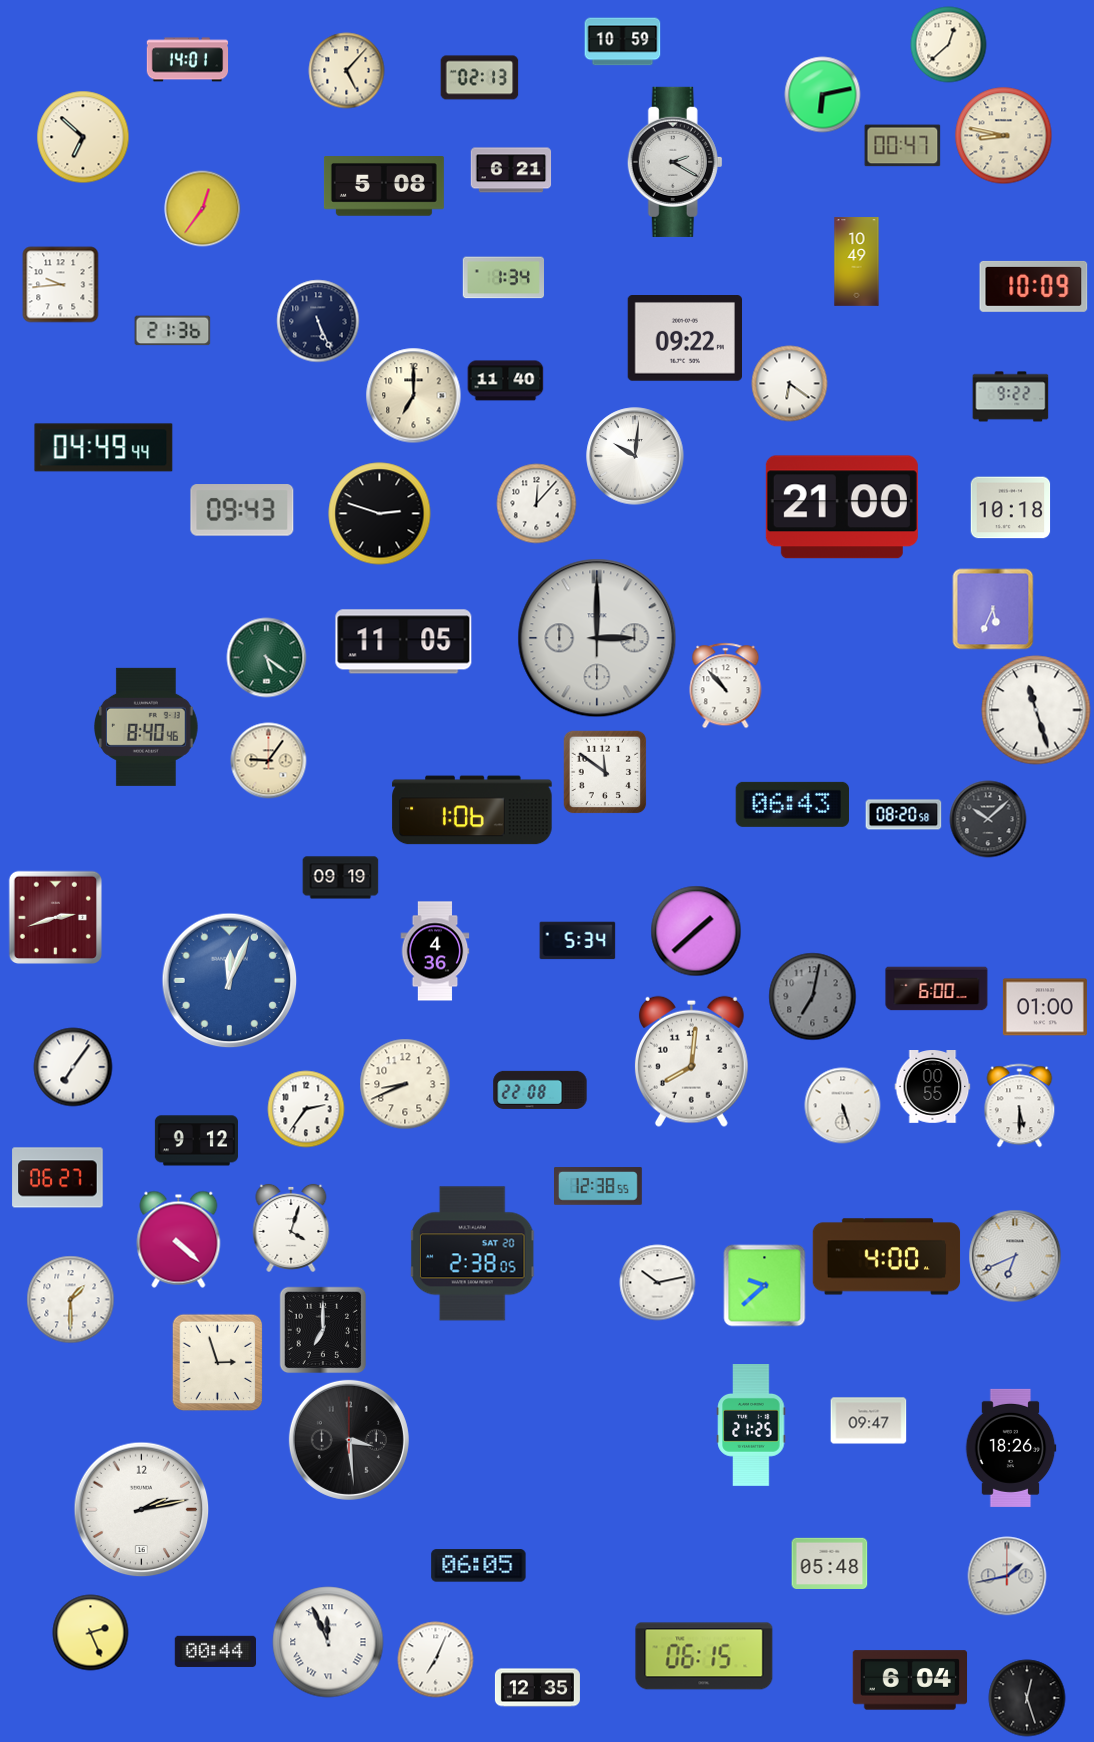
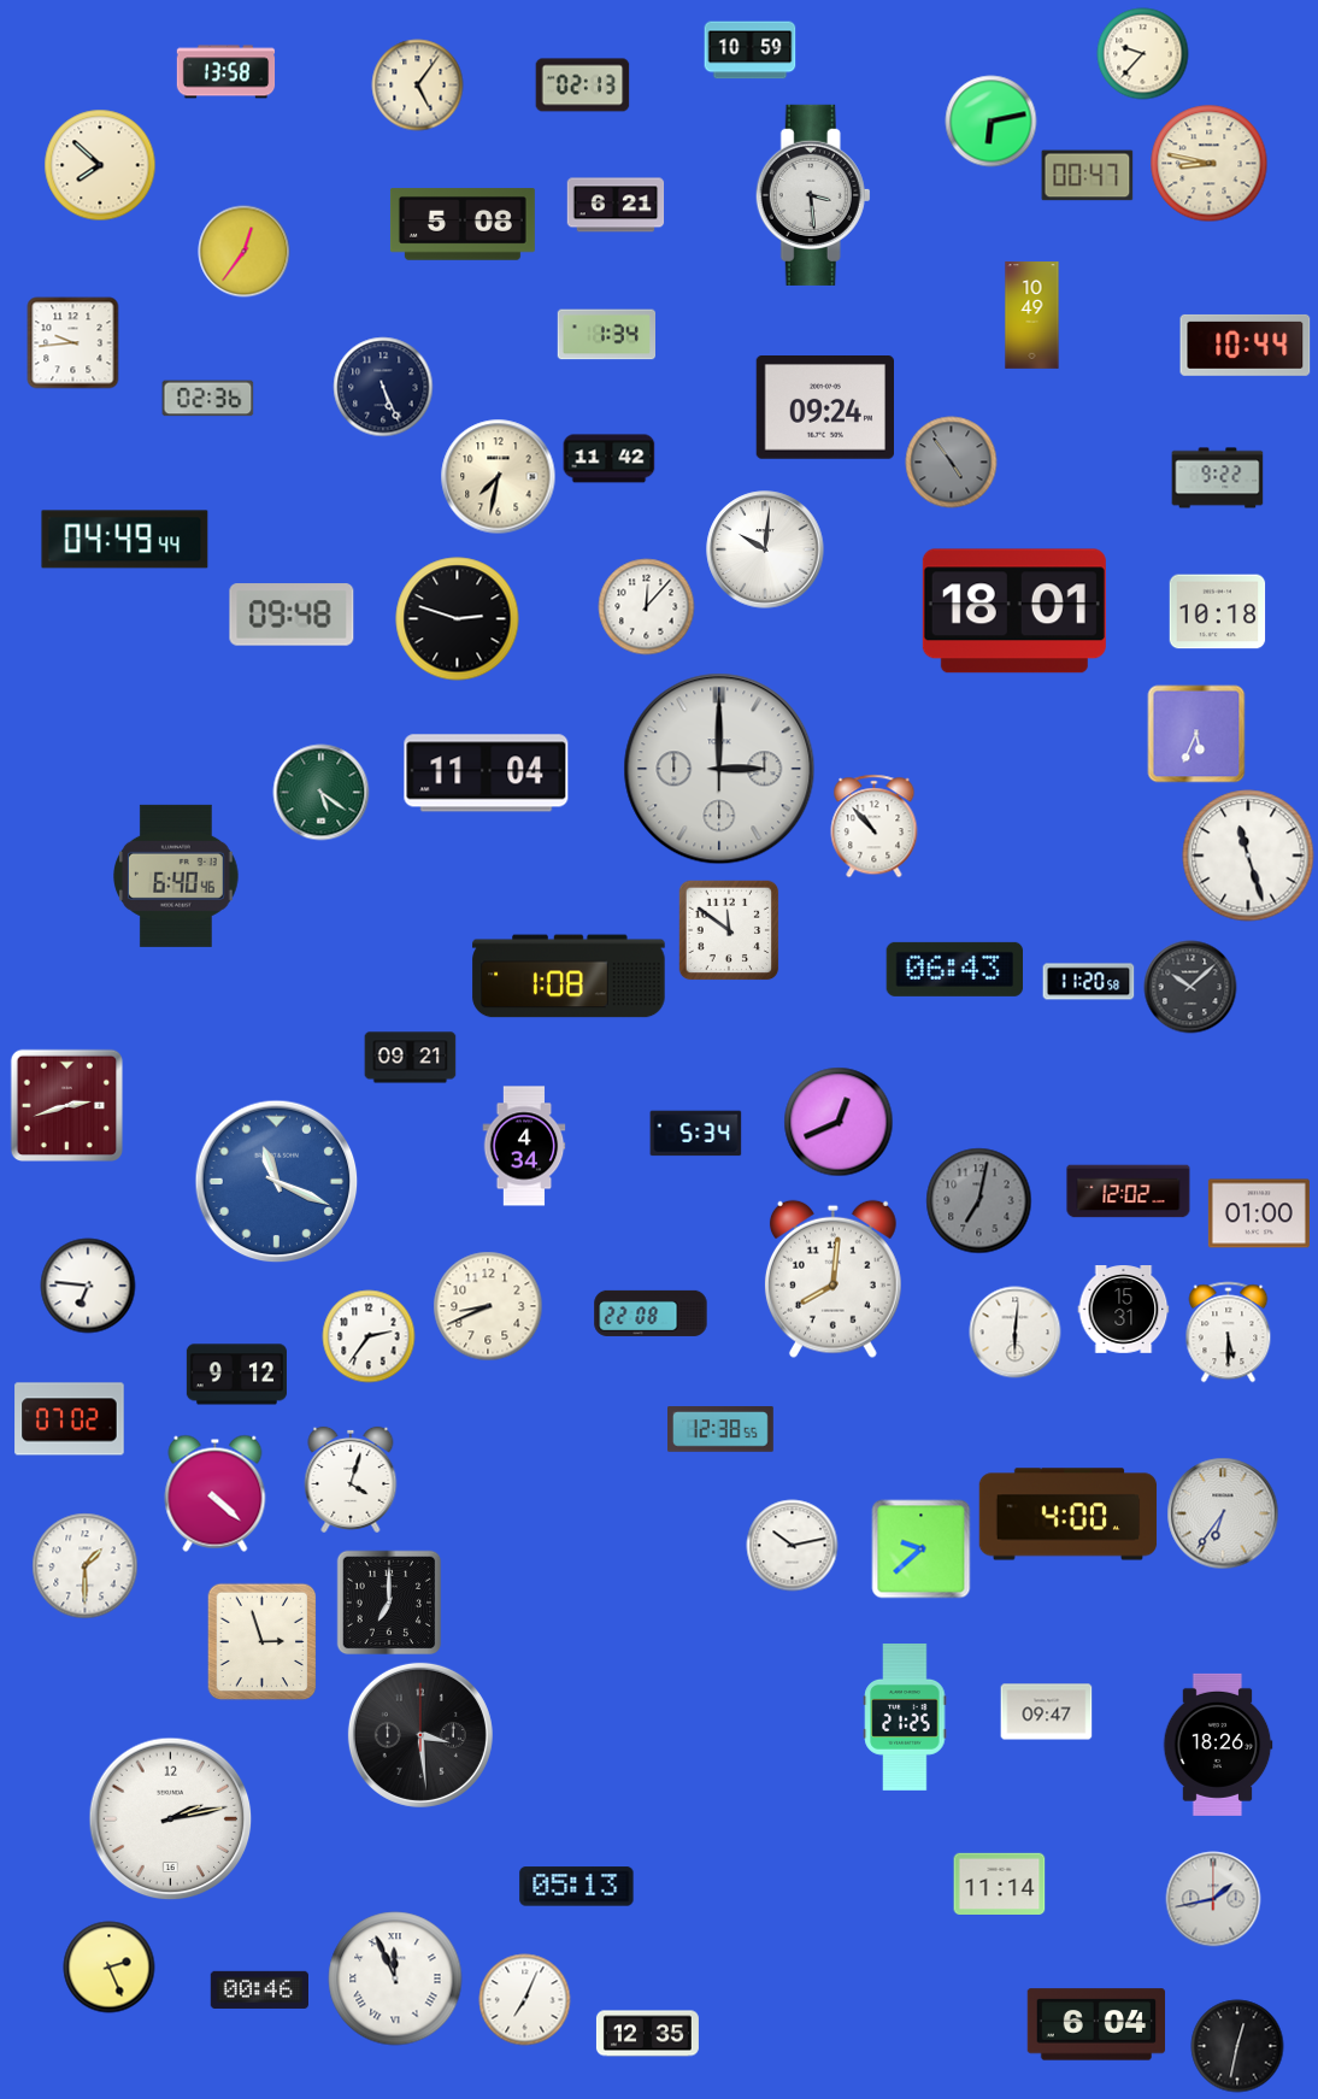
clock at (949, 45): 12:38 -> 9:37
clock at (188, 60): 14:01 -> 13:58
clock at (347, 71): 5:07 -> 5:06
clock at (480, 78) position: (480, 78) -> (583, 86)
clock at (823, 95) position: (823, 95) -> (992, 122)
clock at (83, 137): 6:52 -> 7:52
clock at (675, 162): 2:20 -> 3:29
clock at (1034, 286): 10:09 -> 10:44
clock at (173, 331): 21:36 -> 02:36
clock at (684, 339): 09:22 -> 09:24
clock at (506, 381): 11:40 -> 11:42
clock at (790, 384): 6:21 -> 4:54
clock at (790, 384) dial: white -> grey
clock at (414, 396): 7:00 -> 7:32
clock at (842, 507): 21:00 -> 18:01
clock at (242, 510): 09:43 -> 09:48
clock at (404, 642): 11:05 -> 11:04
clock at (147, 727): 8:40 -> 6:40
clock at (269, 761): 9:06 -> none
clock at (472, 810): 1:06 -> 1:08
clock at (904, 815): 08:20 -> 11:20
clock at (341, 878): 09:19 -> 09:21
clock at (696, 931): 1:38 -> 12:41
clock at (435, 951): 4:36 -> 4:34
clock at (230, 981): 12:04 -> 11:19
clock at (937, 989): 6:00 -> 12:02
clock at (73, 1067): 7:06 -> 6:46
clock at (933, 1087): 00:55 -> 15:31
clock at (843, 1106): 5:27 -> 6:01
clock at (58, 1178): 06:27 -> 07:02
clock at (473, 1254): 2:38 -> none
clock at (1015, 1256): 6:41 -> 6:36
clock at (830, 1563): 05:48 -> 11:14
clock at (479, 1566): 06:05 -> 05:13
clock at (215, 1651): 00:44 -> 00:46
clock at (704, 1656): 06:15 -> none
clock at (1027, 1698): 12:27 -> 12:32
